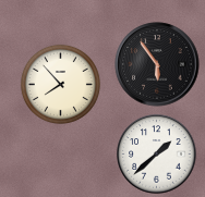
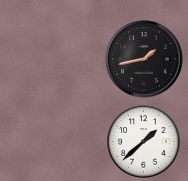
clock at (157, 64): 5:54 -> 1:43
clock at (60, 84): 7:53 -> none
